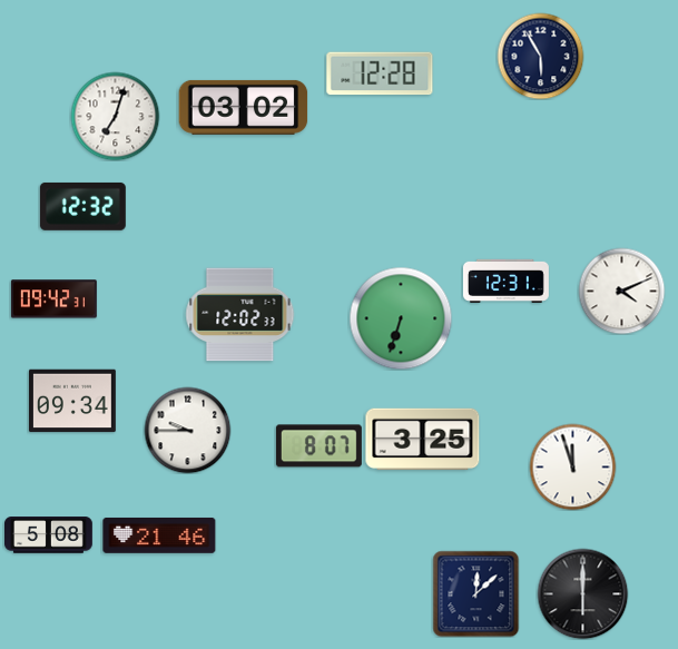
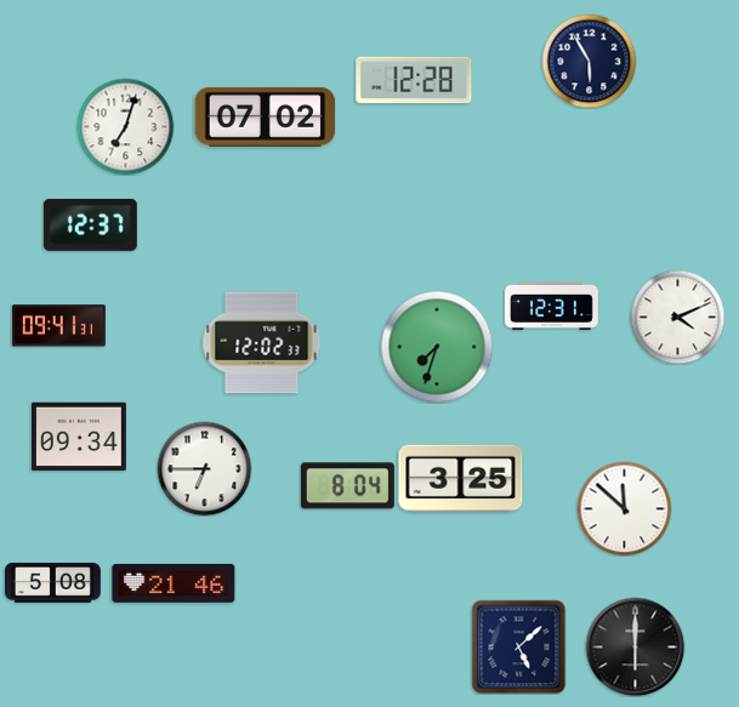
clock at (244, 107): 03:02 -> 07:02
clock at (82, 206): 12:32 -> 12:37
clock at (53, 299): 09:42 -> 09:41
clock at (401, 318): 6:33 -> 7:33
clock at (187, 430): 9:45 -> 6:45
clock at (318, 446): 8:07 -> 8:04
clock at (572, 466): 11:57 -> 11:52
clock at (475, 593): 12:08 -> 5:08
